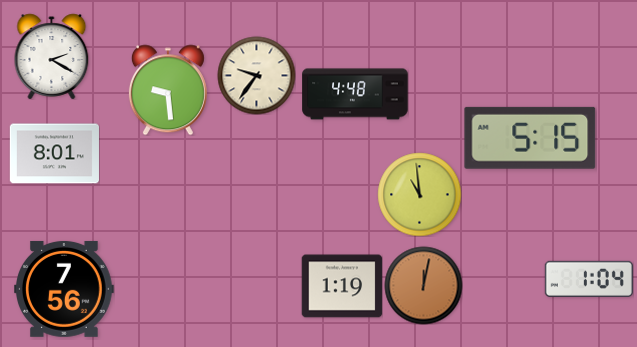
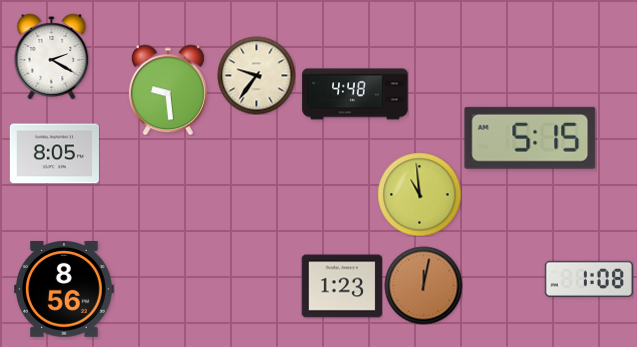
clock at (54, 154): 8:01 -> 8:05
clock at (589, 279): 1:04 -> 1:08
clock at (342, 286): 1:19 -> 1:23
clock at (65, 289): 7:56 -> 8:56
